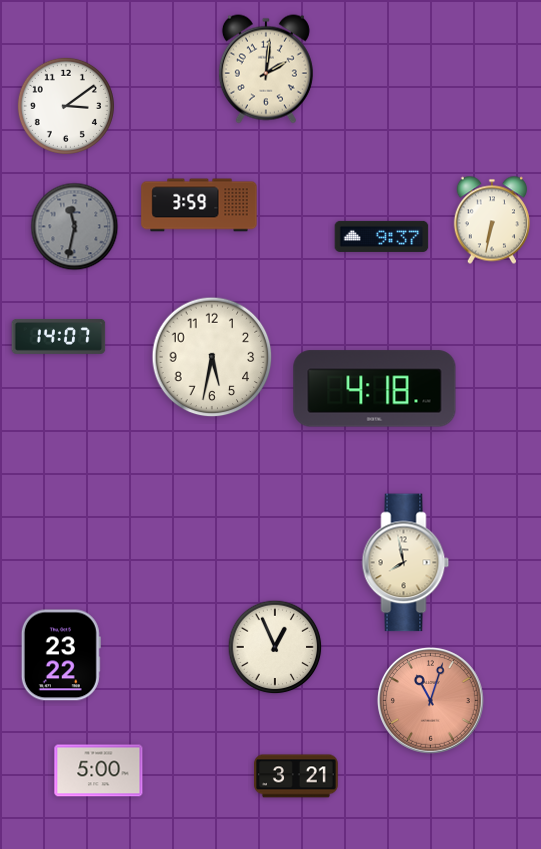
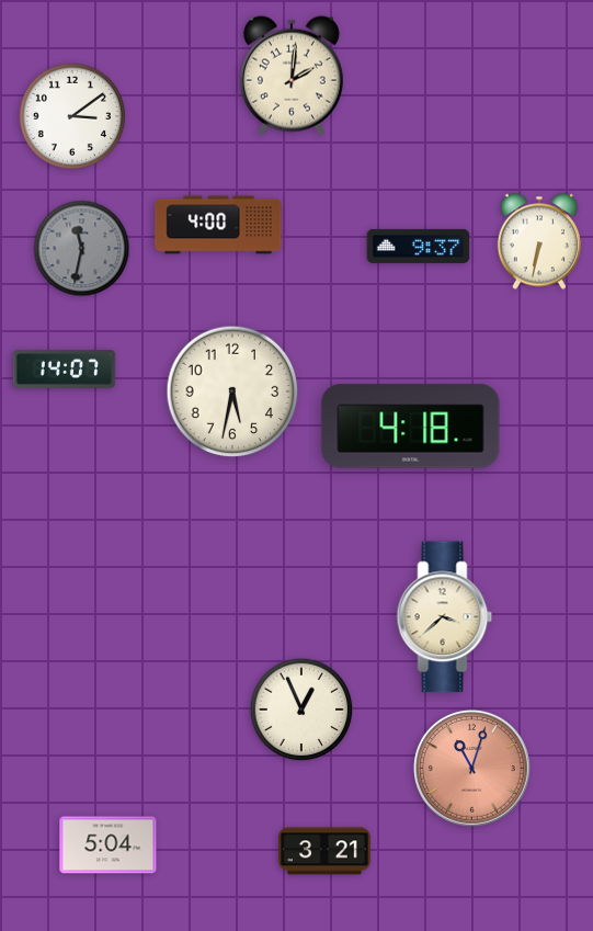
clock at (199, 205): 3:59 -> 4:00
clock at (382, 236) position: (382, 236) -> (419, 246)
clock at (406, 563): 7:58 -> 3:38
clock at (61, 655): 23:22 -> none
clock at (99, 771): 5:00 -> 5:04
